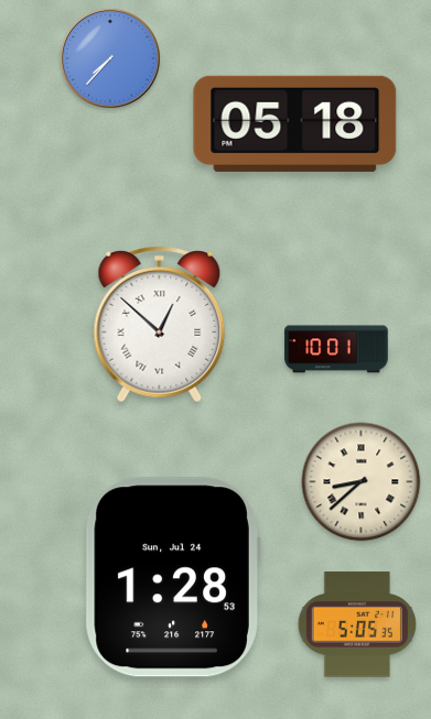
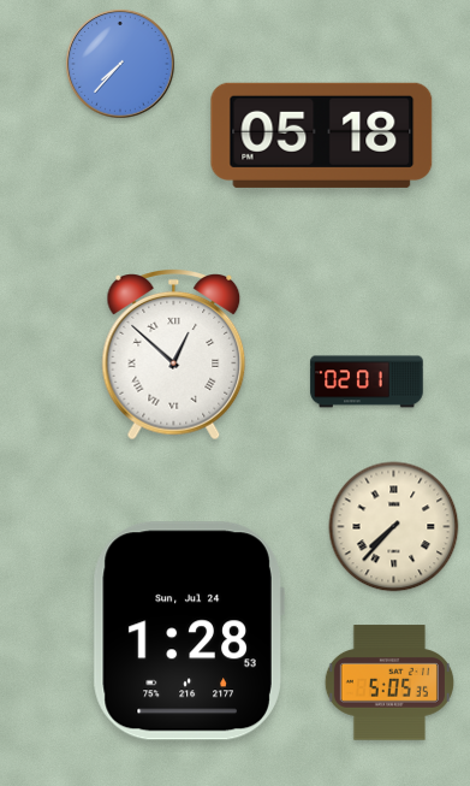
clock at (336, 349): 10:01 -> 02:01
clock at (362, 482): 8:38 -> 7:37
